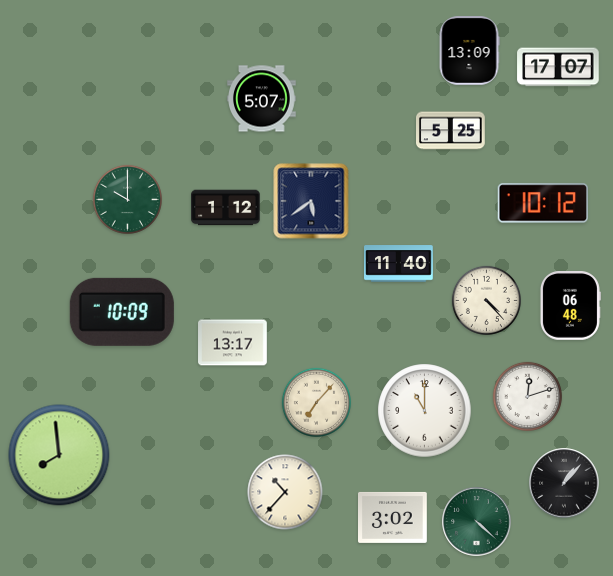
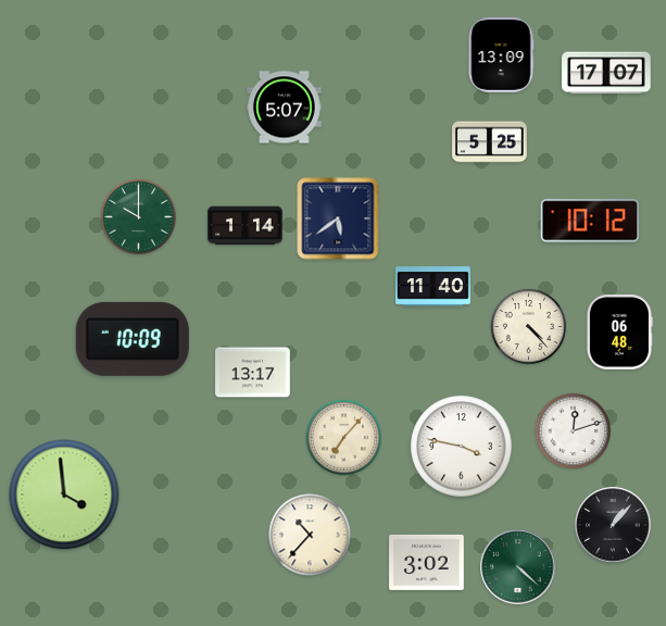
clock at (469, 51) position: (469, 51) -> (501, 55)
clock at (226, 208): 1:12 -> 1:14
clock at (425, 411): 11:00 -> 3:47
clock at (59, 455): 7:59 -> 3:59
